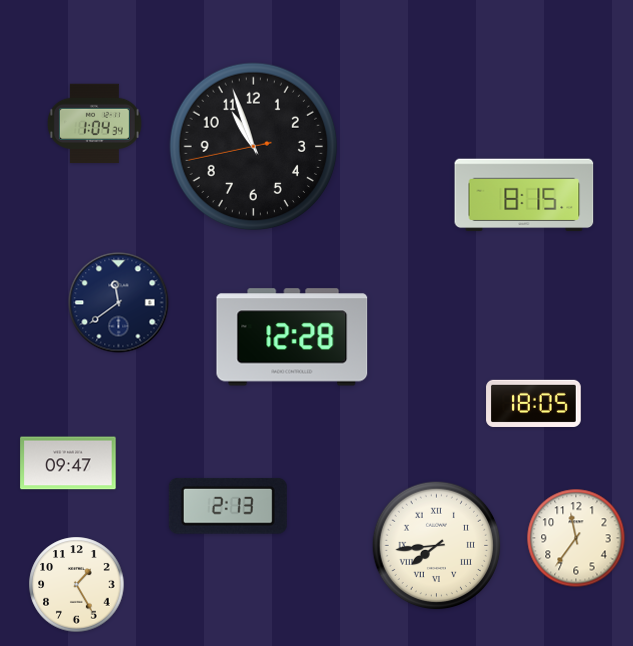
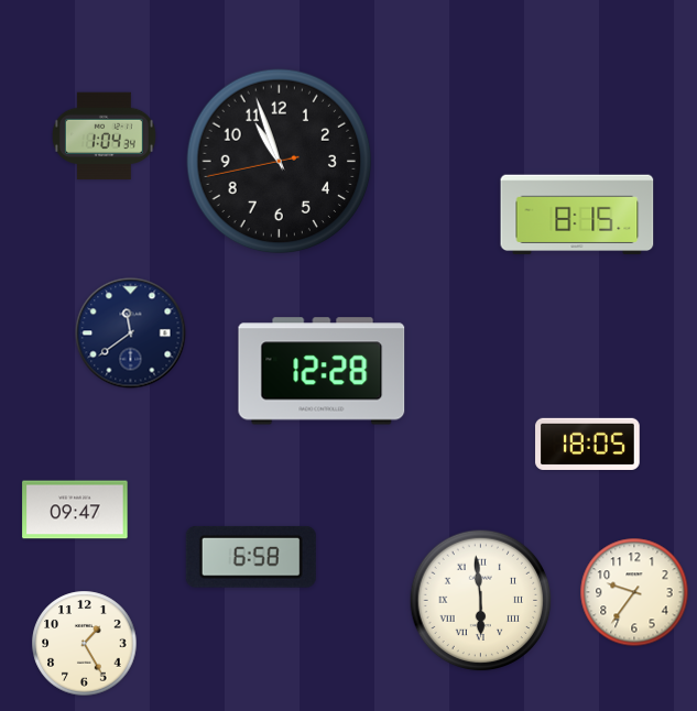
clock at (228, 506): 2:13 -> 6:58
clock at (576, 538): 11:36 -> 9:36
clock at (437, 546): 7:44 -> 5:59
